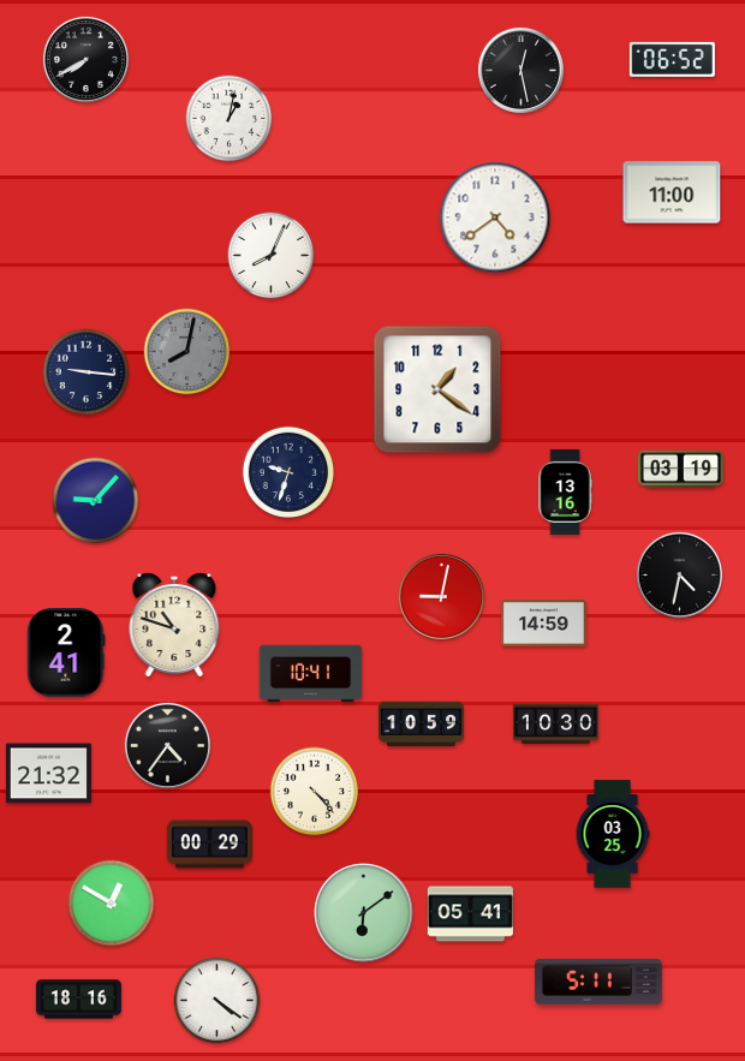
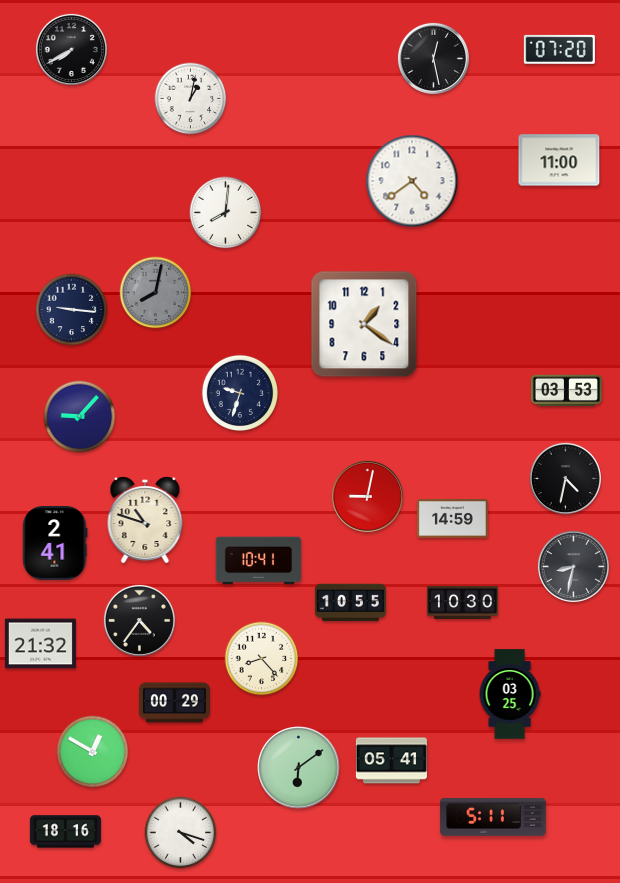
clock at (672, 59): 06:52 -> 07:20
clock at (272, 256): 8:04 -> 8:01
clock at (680, 470): 03:19 -> 03:53
clock at (565, 491): 13:16 -> none
clock at (573, 566): none -> 8:32
clock at (421, 725): 10:59 -> 10:55
clock at (315, 792): 4:23 -> 8:23
clock at (364, 913) position: (364, 913) -> (299, 768)
clock at (598, 982) position: (598, 982) -> (493, 817)
clock at (217, 1001): 4:21 -> 4:18
